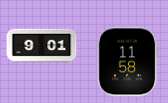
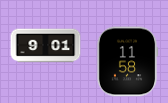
clock at (42, 46) position: (42, 46) -> (46, 46)
